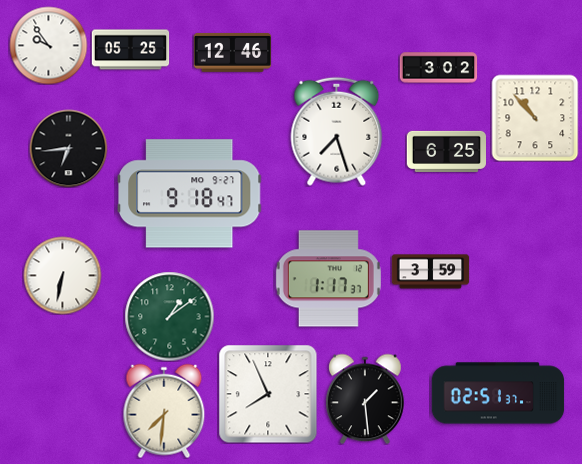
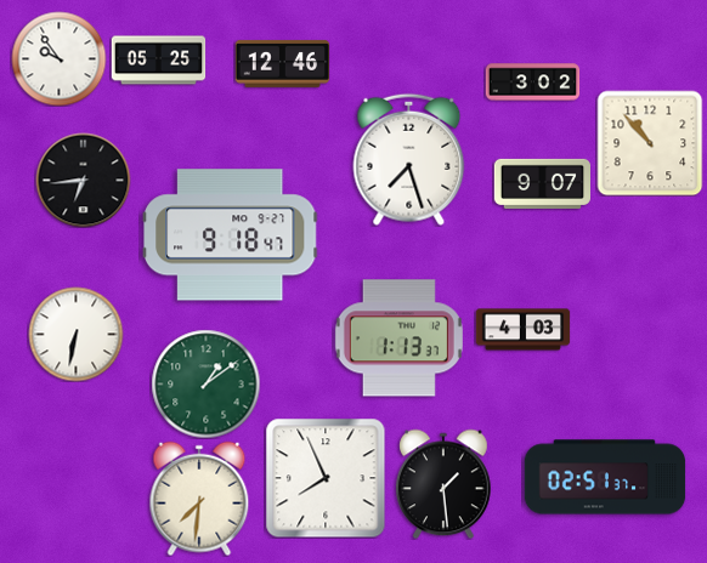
clock at (48, 45) position: (48, 45) -> (58, 58)
clock at (446, 151): 6:25 -> 9:07
clock at (430, 272): 3:59 -> 4:03
clock at (328, 279): 1:17 -> 1:13
